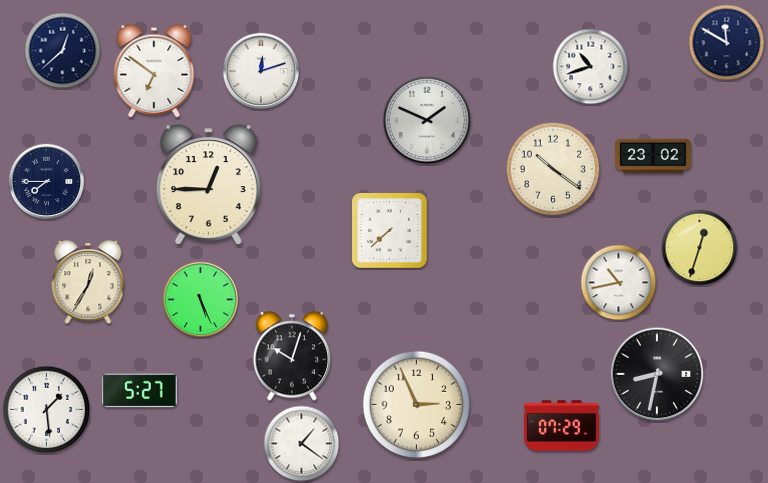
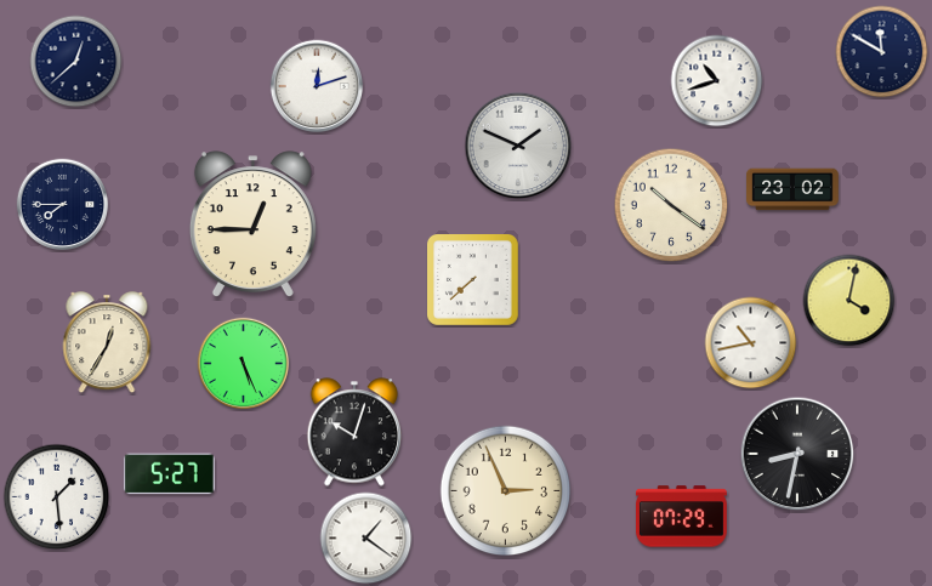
clock at (154, 71): 6:51 -> none
clock at (47, 182) position: (47, 182) -> (63, 205)
clock at (700, 248): 12:33 -> 4:02
